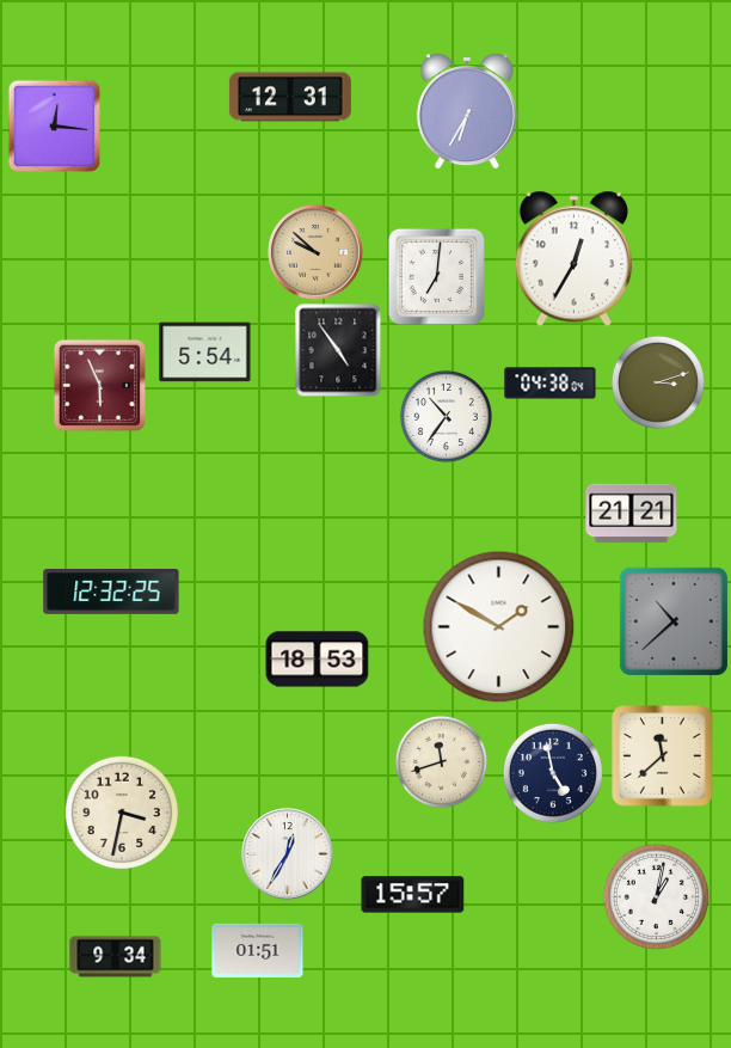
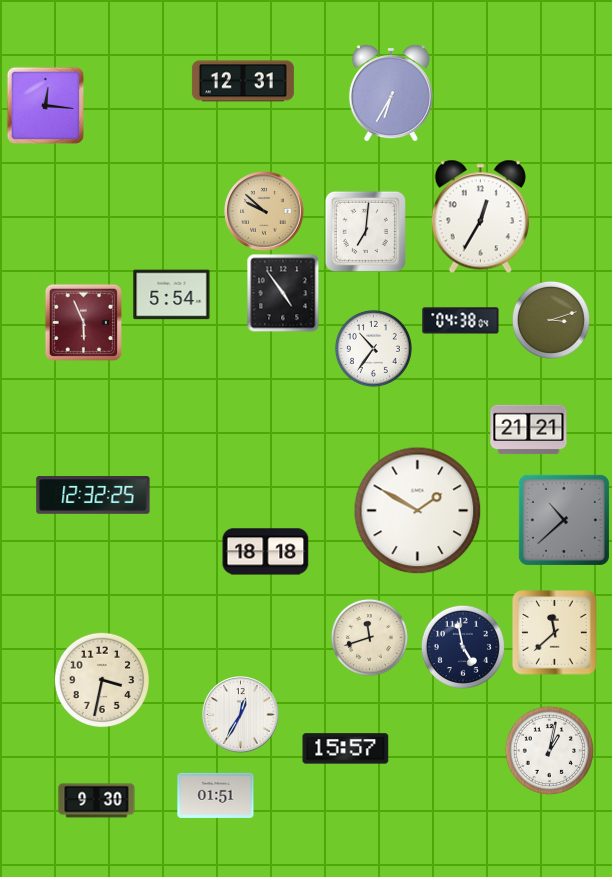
clock at (499, 627) position: (499, 627) -> (418, 511)
clock at (318, 660): 18:53 -> 18:18
clock at (116, 957): 9:34 -> 9:30
